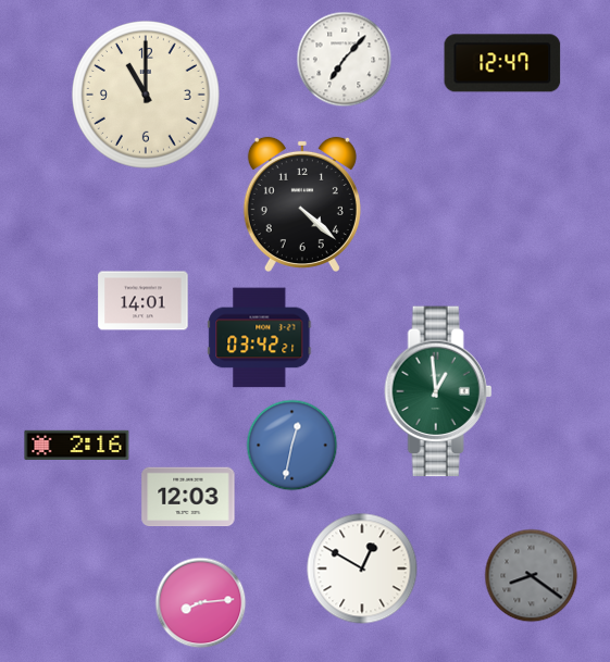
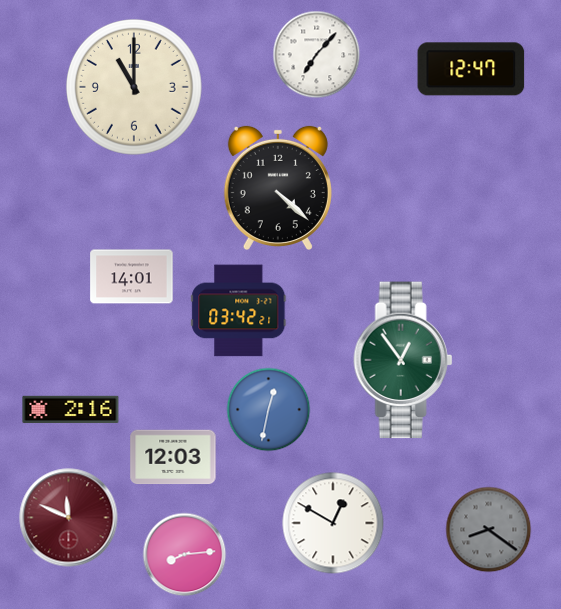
clock at (502, 63) position: (502, 63) -> (471, 69)
clock at (438, 391): 12:59 -> 12:54
clock at (69, 518): none -> 11:49
